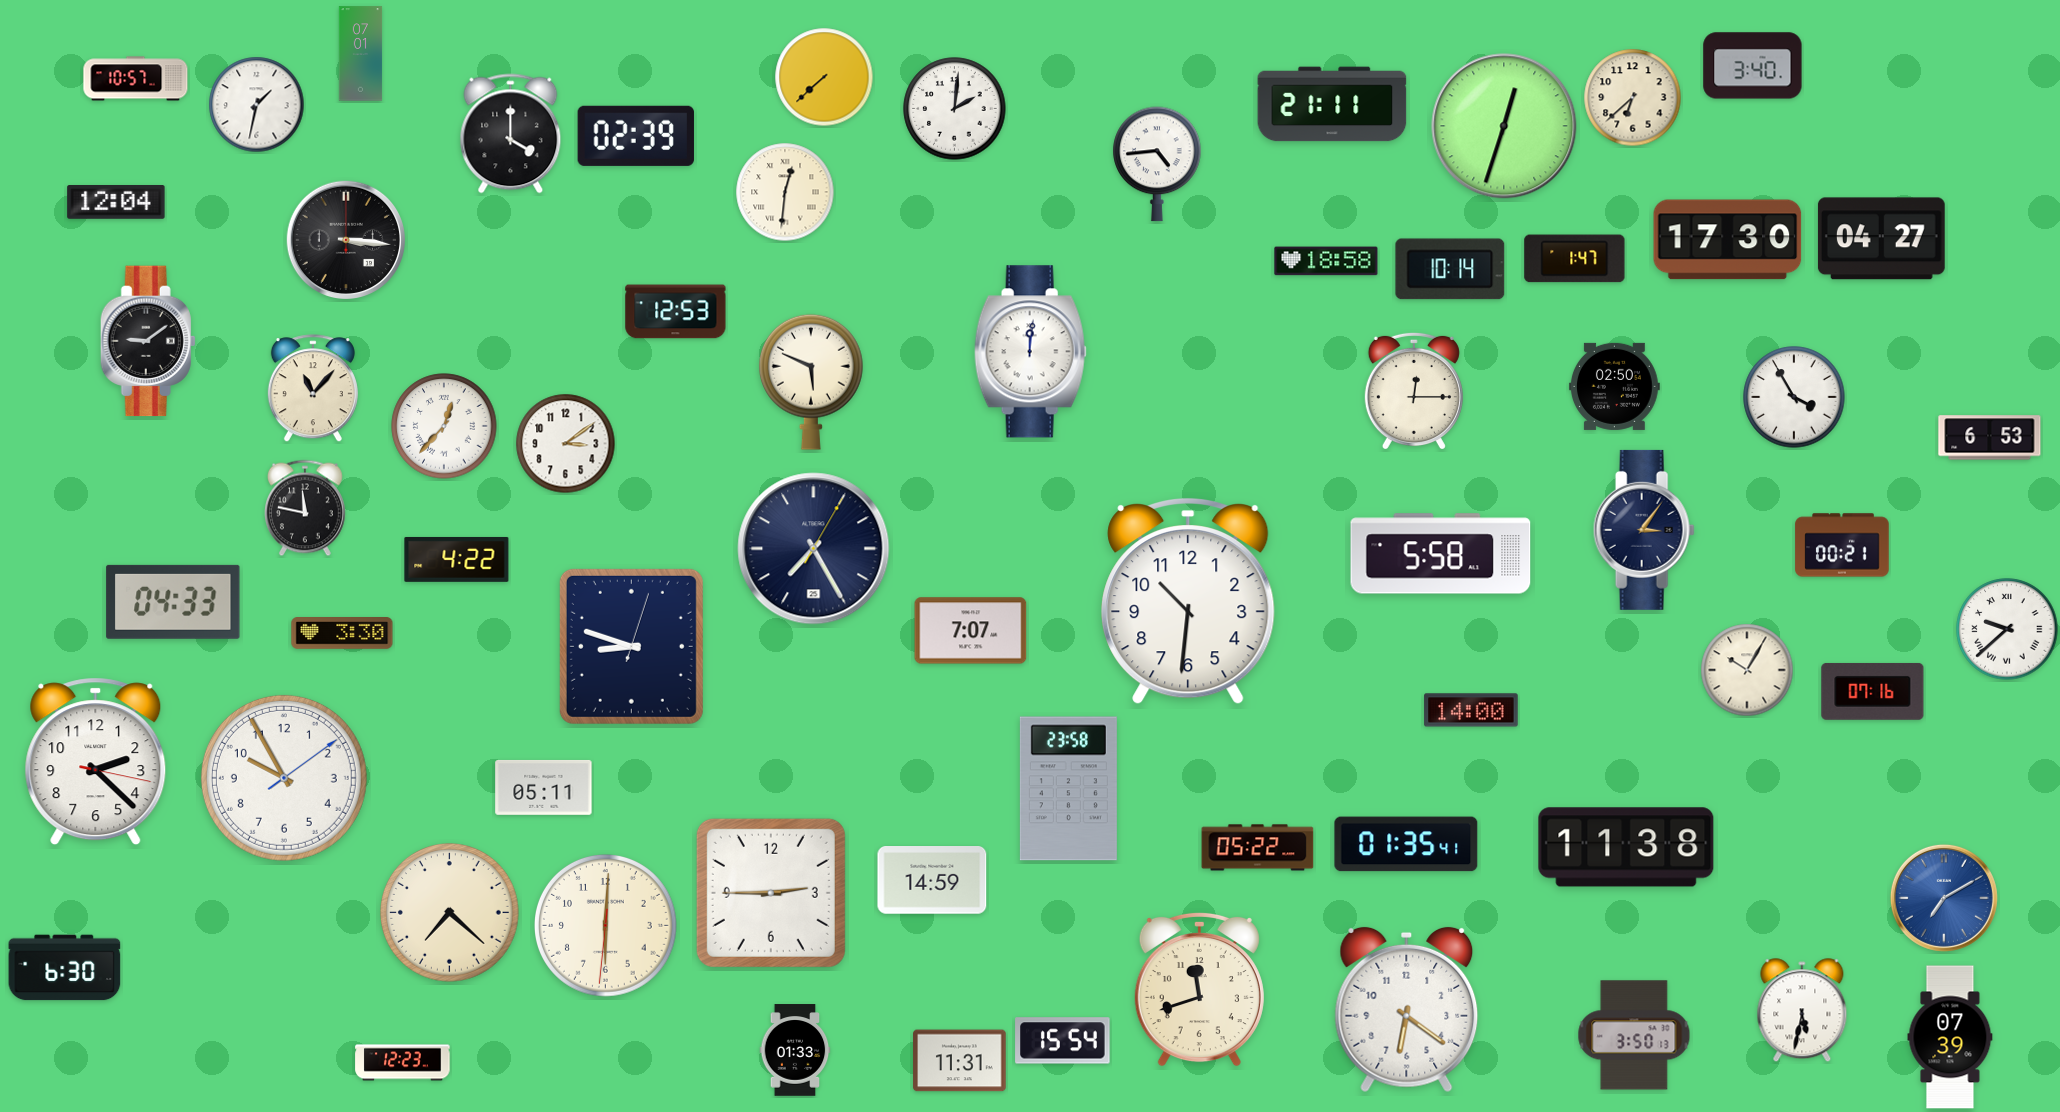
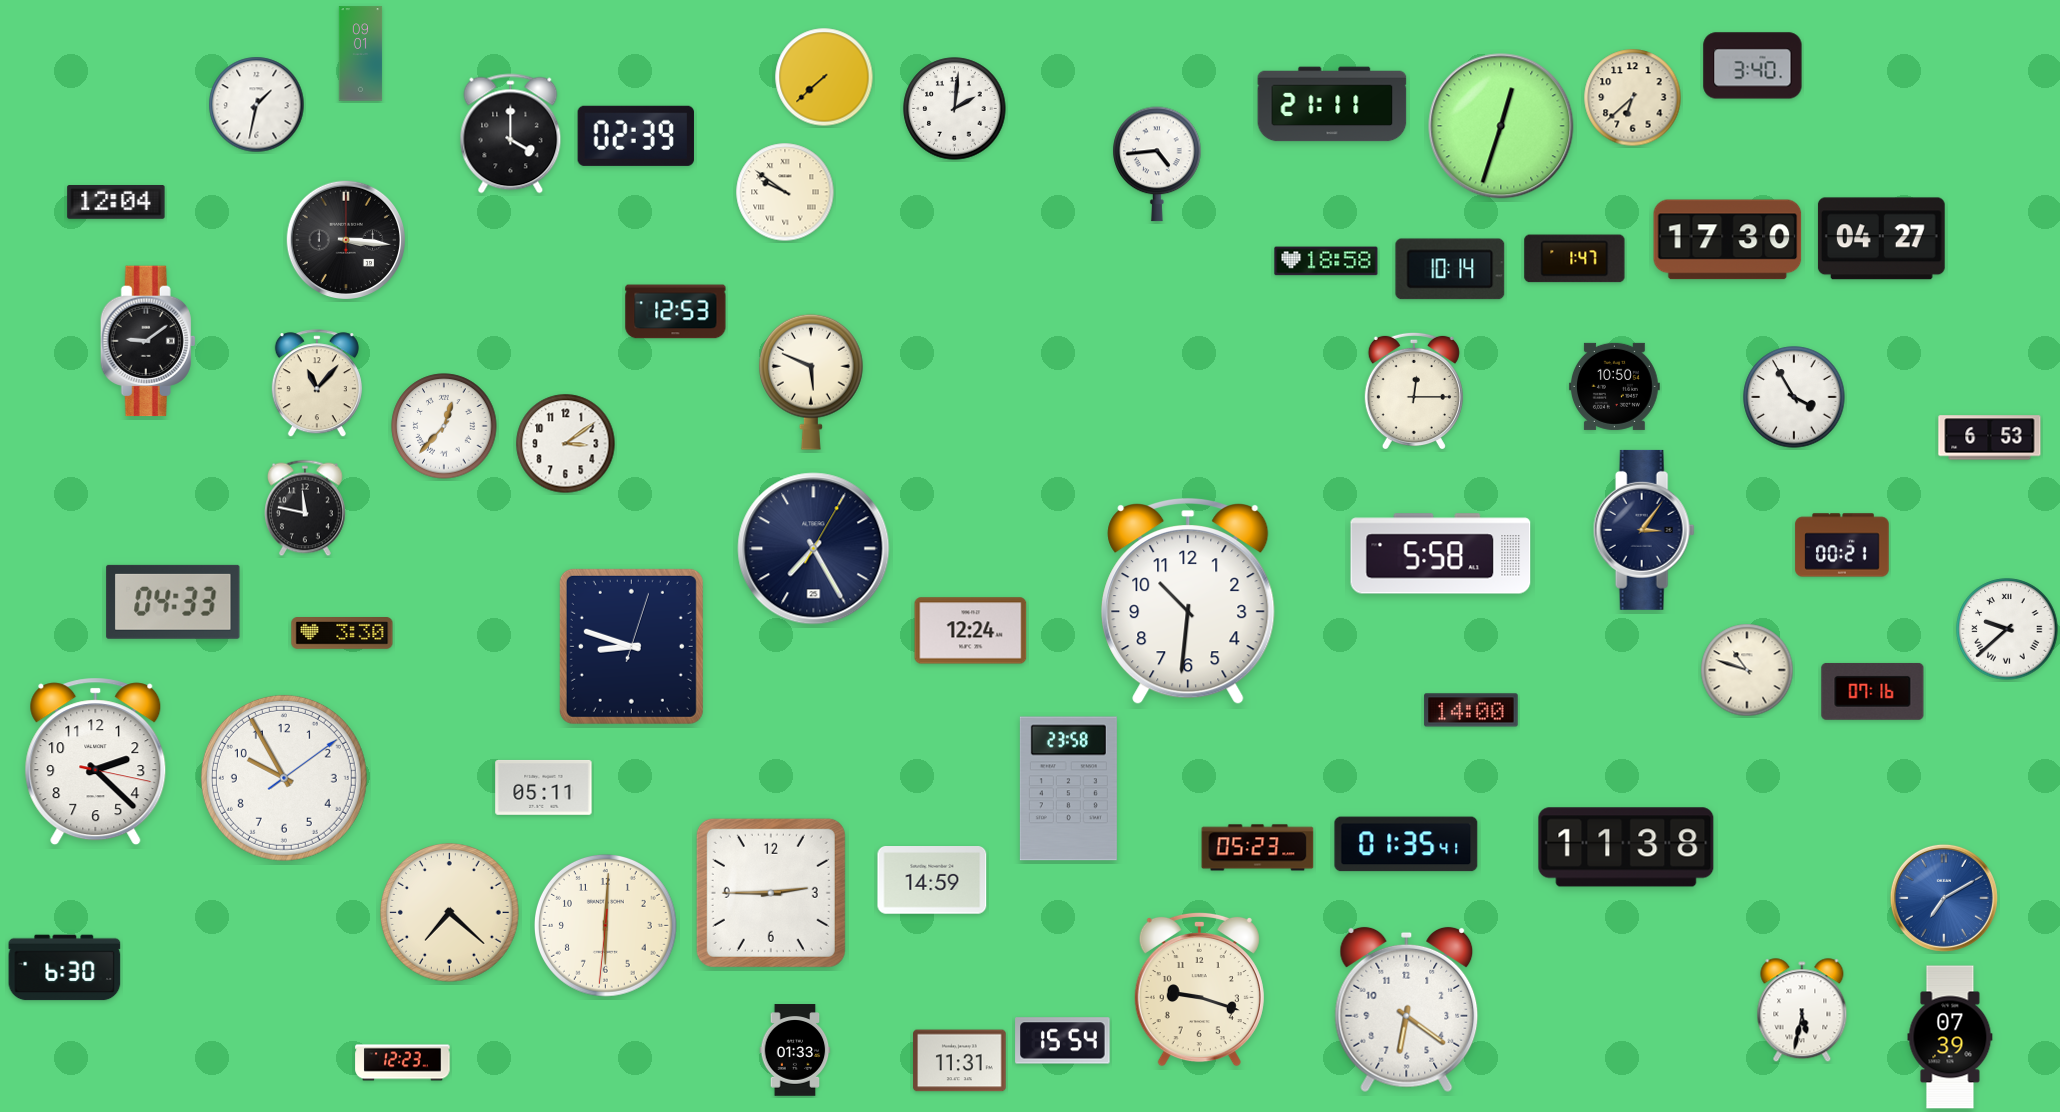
clock at (361, 54): 07:01 -> 09:01
clock at (136, 79): 10:57 -> none
clock at (1504, 126) position: (1504, 126) -> (1501, 126)
clock at (785, 192): 12:31 -> 9:51
clock at (1030, 352): 12:01 -> none
clock at (1614, 386): 02:50 -> 10:50
clock at (313, 389) position: (313, 389) -> (317, 384)
clock at (457, 559): 4:22 -> none
clock at (971, 631): 7:07 -> 12:24
clock at (1747, 670): 10:05 -> 10:48
clock at (1258, 848): 05:22 -> 05:23
clock at (1199, 989): 11:42 -> 9:18
clock at (1634, 1035): 3:50 -> none
